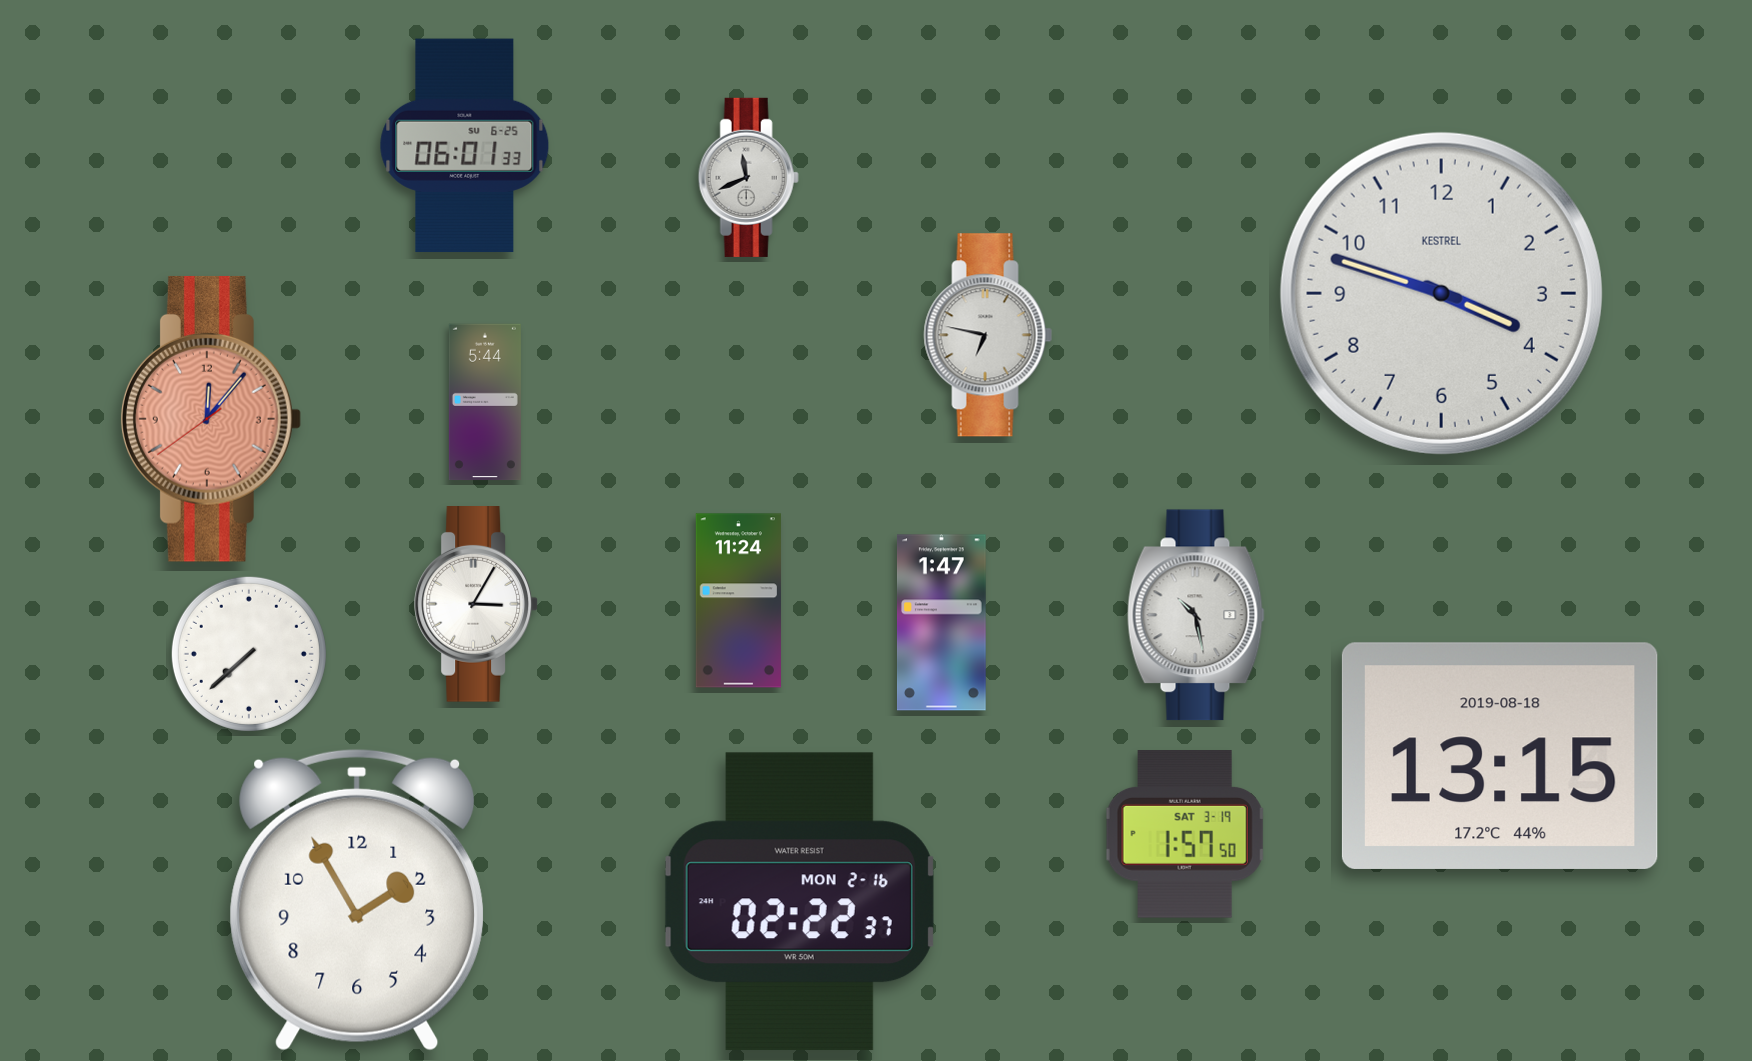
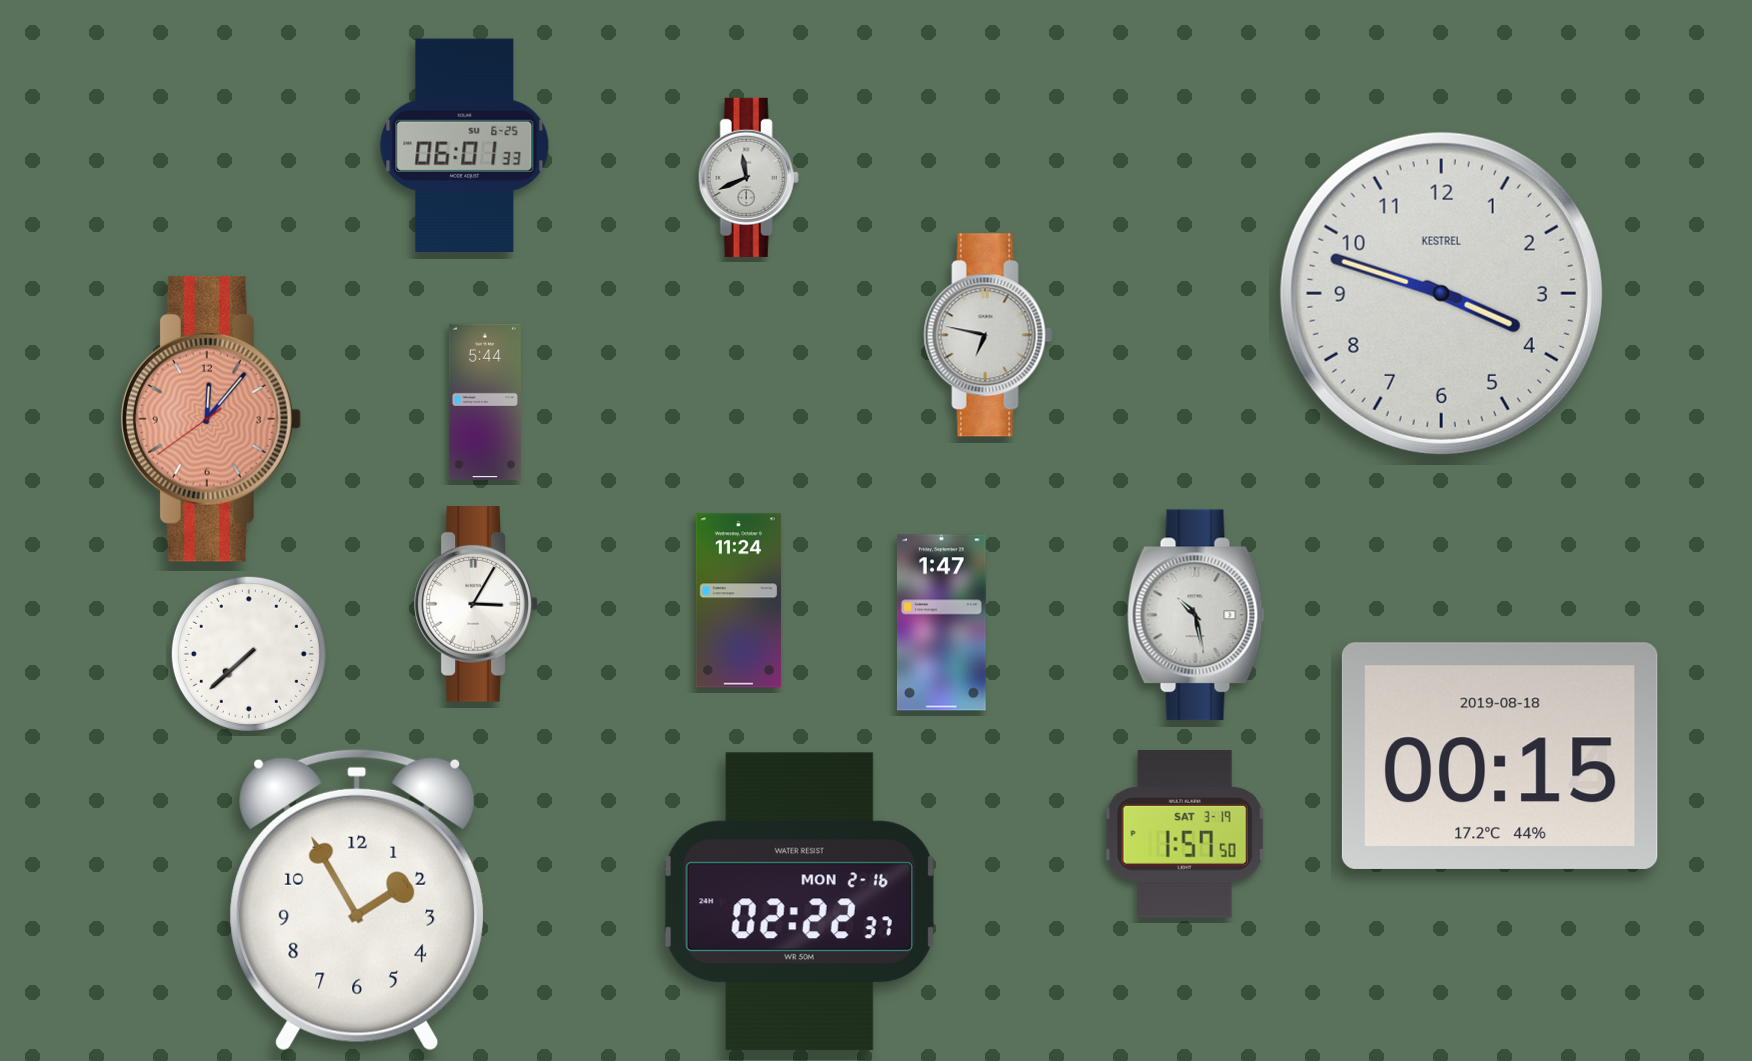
clock at (1500, 756): 13:15 -> 00:15
